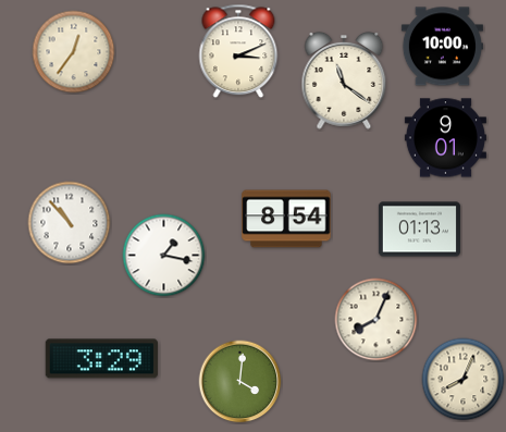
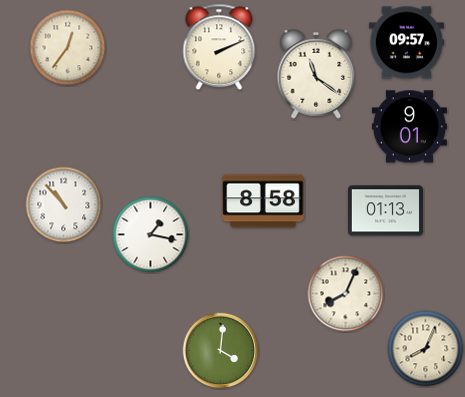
clock at (442, 47): 10:00 -> 09:57
clock at (238, 51): 3:11 -> 2:11
clock at (286, 219): 8:54 -> 8:58
clock at (101, 359): 3:29 -> none
